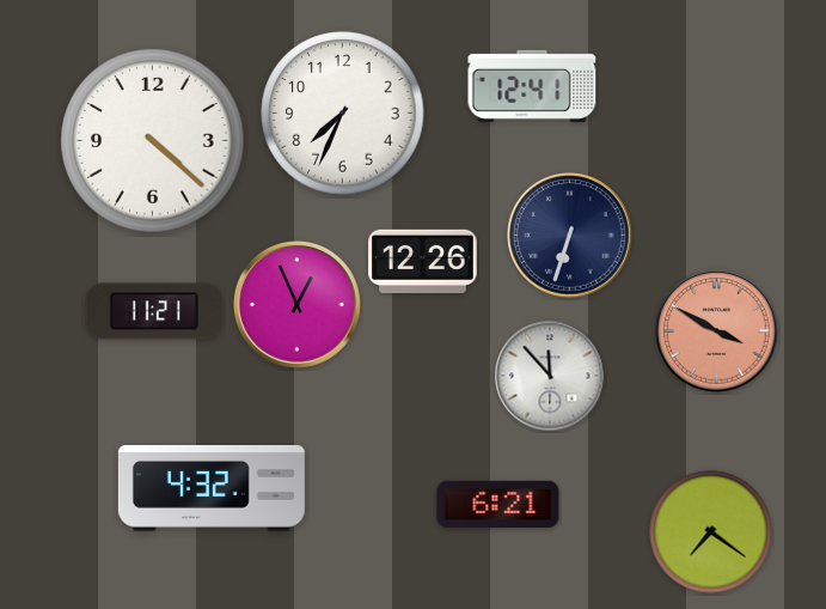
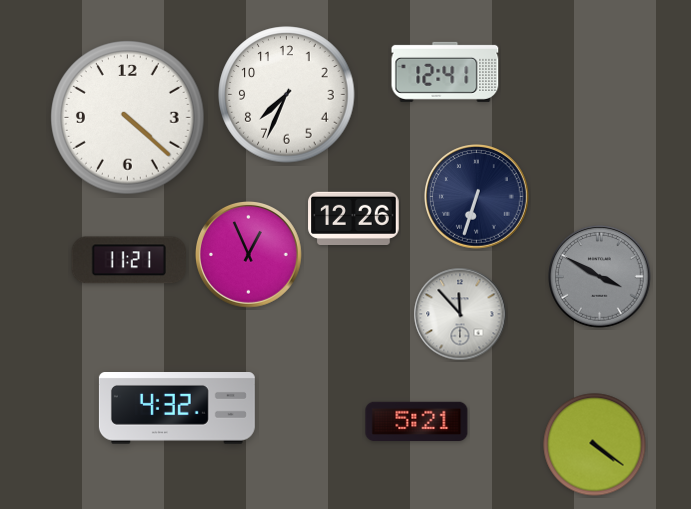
clock at (717, 331) dial: salmon -> grey
clock at (498, 505): 6:21 -> 5:21
clock at (711, 532): 7:21 -> 4:21
